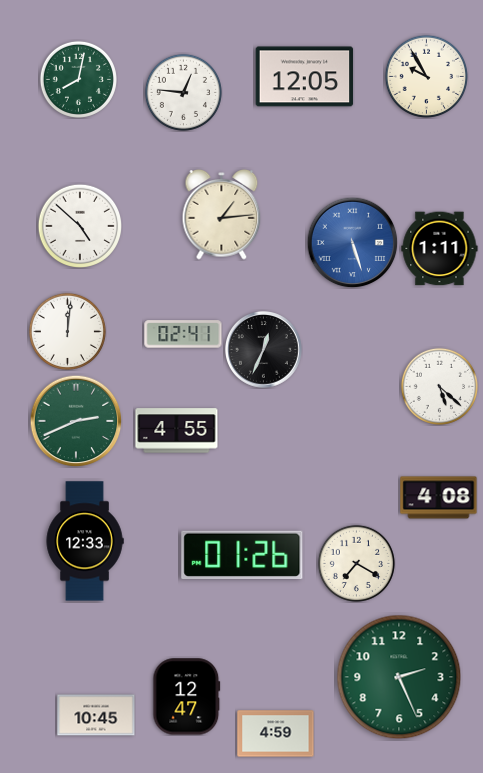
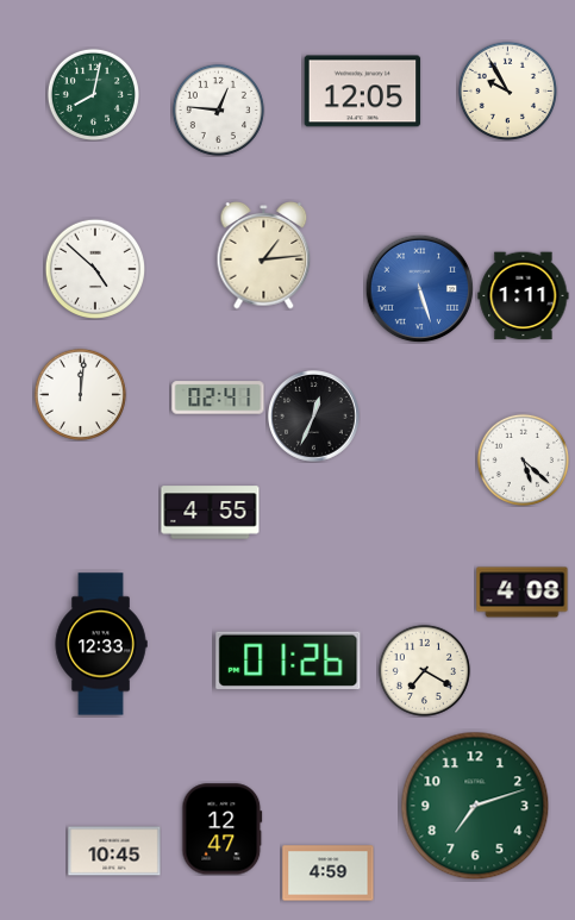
clock at (76, 421): 2:41 -> none
clock at (399, 677): 2:26 -> 7:12
